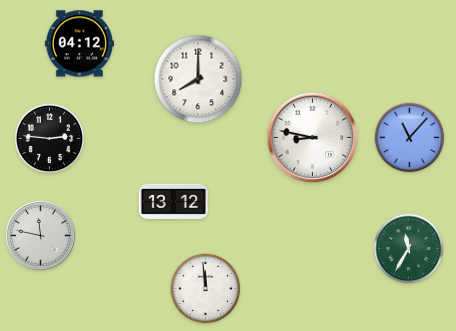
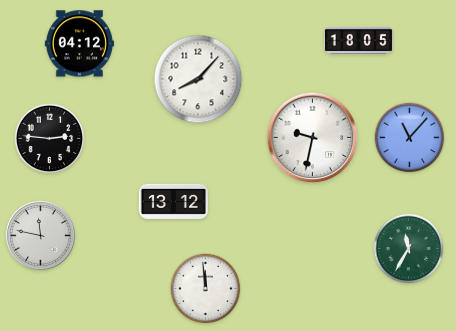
clock at (358, 40): none -> 18:05
clock at (198, 79): 8:00 -> 8:07
clock at (313, 138): 8:47 -> 9:32
